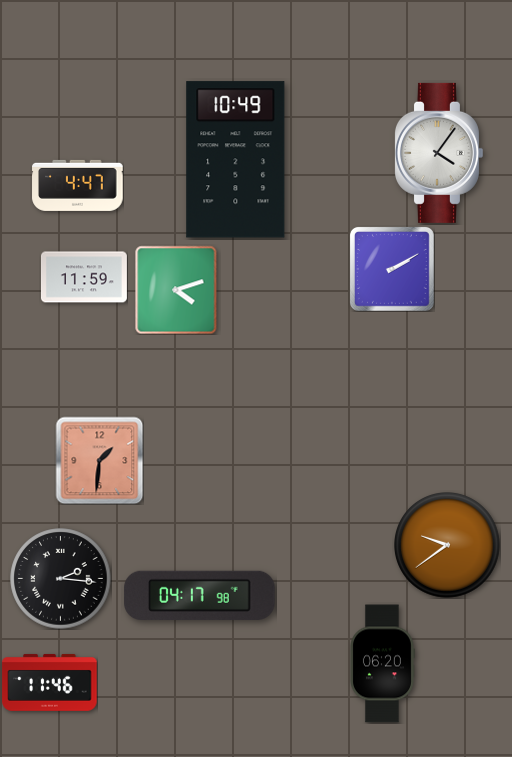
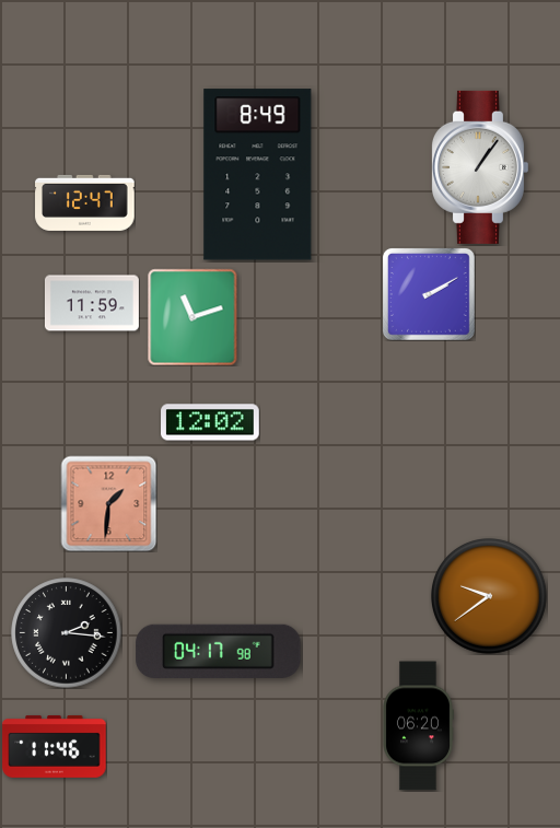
clock at (438, 153): 4:06 -> 1:06
clock at (236, 160): 10:49 -> 8:49
clock at (78, 185): 4:47 -> 12:47
clock at (176, 290): 4:12 -> 11:12
clock at (211, 422): none -> 12:02
